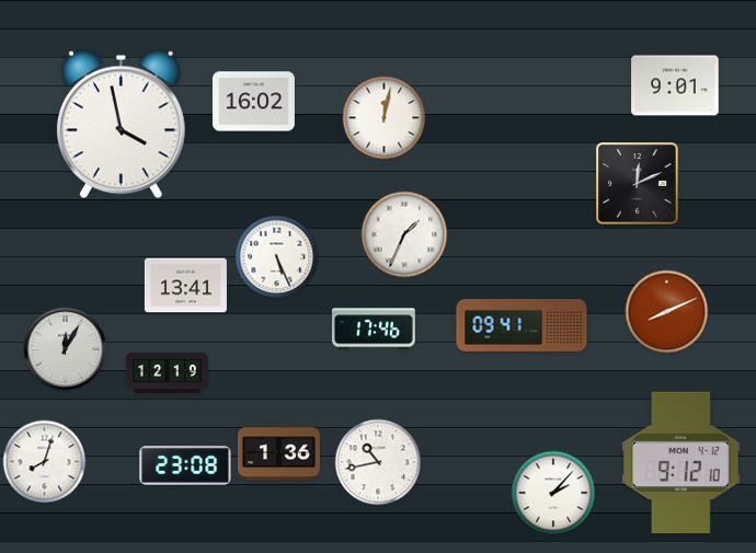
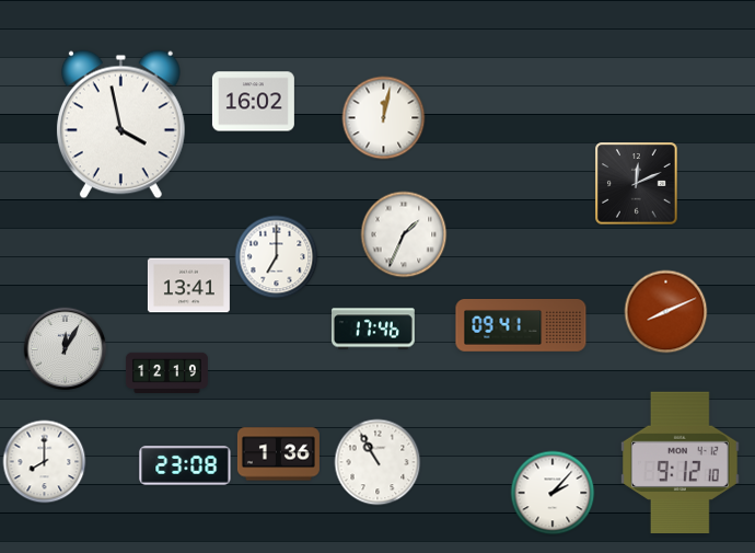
clock at (675, 85): 9:01 -> none
clock at (277, 257): 5:26 -> 7:00
clock at (185, 286) position: (185, 286) -> (188, 286)
clock at (45, 462): 8:03 -> 8:00
clock at (378, 462): 10:43 -> 10:55
